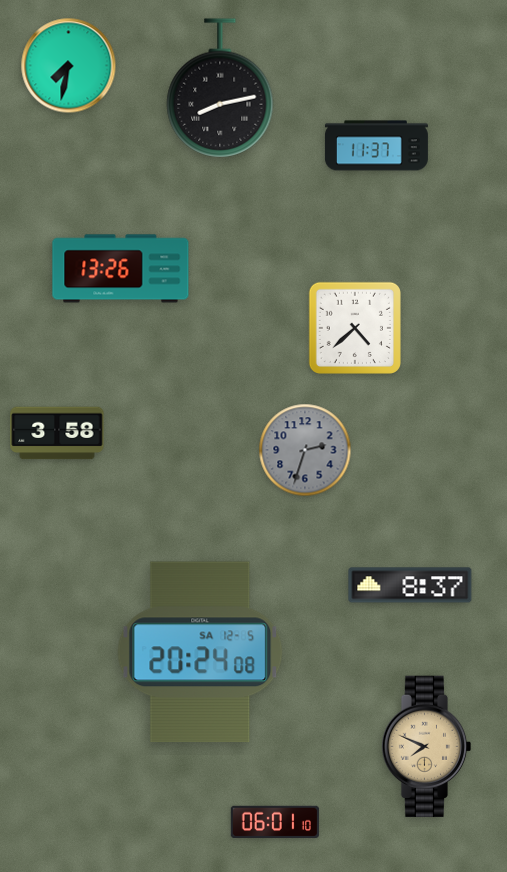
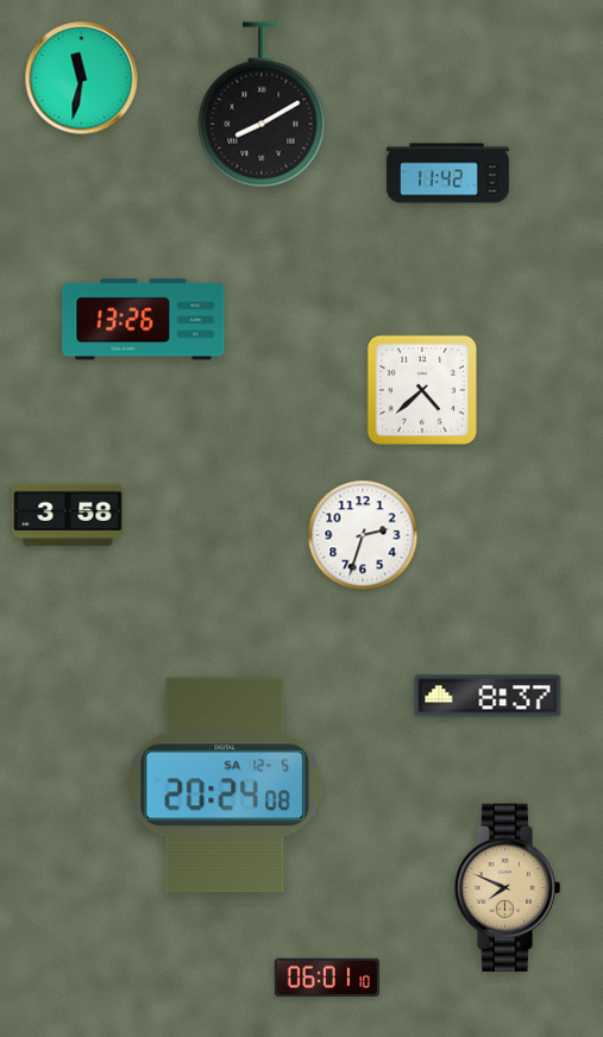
clock at (69, 66): 7:32 -> 11:32
clock at (220, 88): 8:13 -> 8:10
clock at (376, 146): 11:37 -> 11:42
clock at (305, 450) dial: grey -> white
clock at (200, 652) position: (200, 652) -> (225, 785)
